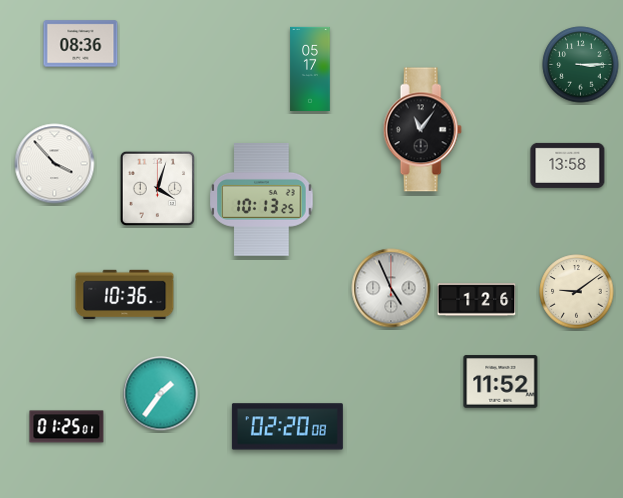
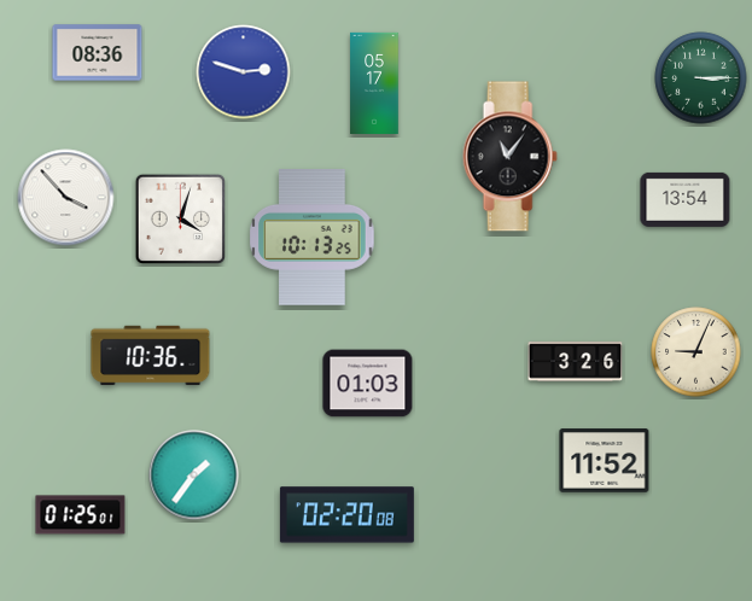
clock at (244, 72): none -> 2:48
clock at (568, 165): 13:58 -> 13:54
clock at (157, 188) position: (157, 188) -> (180, 218)
clock at (262, 200) position: (262, 200) -> (313, 238)
clock at (391, 288): 4:56 -> none
clock at (577, 292): 9:09 -> 9:04
clock at (477, 300): 1:26 -> 3:26
clock at (368, 384): none -> 01:03
